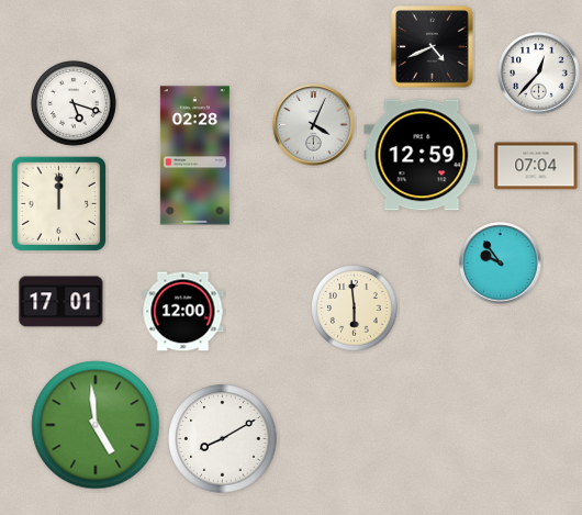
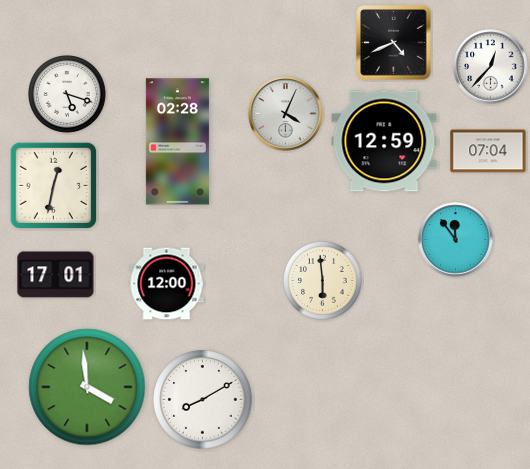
clock at (58, 203): 12:00 -> 12:32
clock at (501, 264): 9:54 -> 11:54
clock at (96, 425): 4:59 -> 3:59
